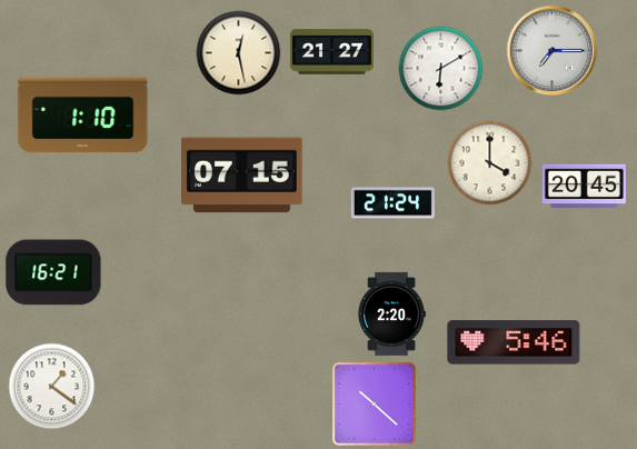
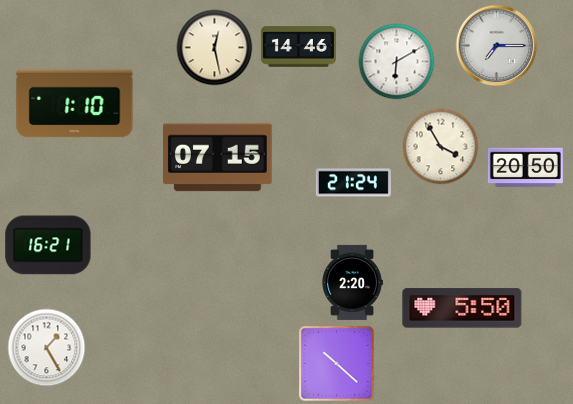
clock at (331, 52): 21:27 -> 14:46
clock at (490, 163): 4:00 -> 3:55
clock at (584, 187): 20:45 -> 20:50
clock at (514, 342): 5:46 -> 5:50
clock at (52, 387): 1:21 -> 1:25
